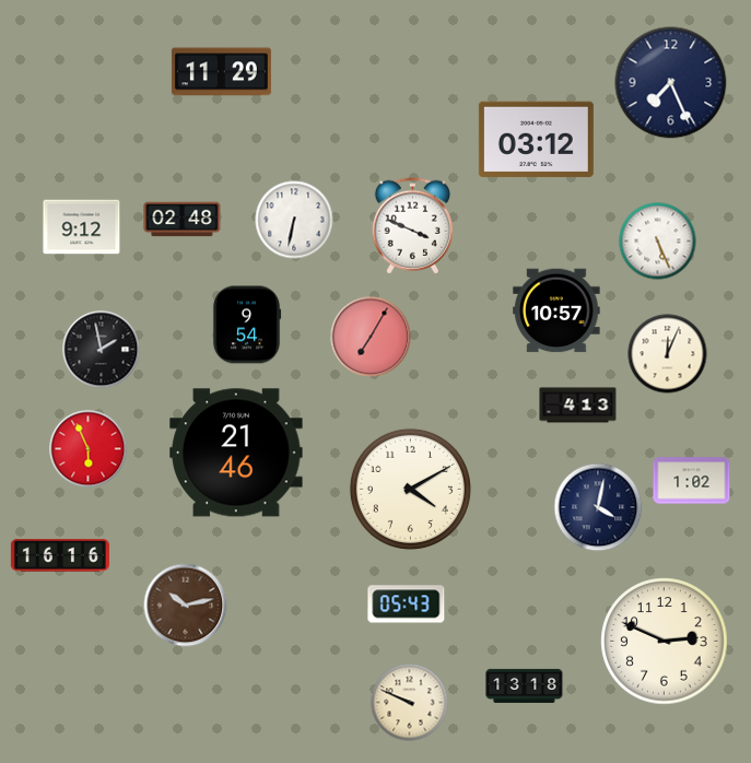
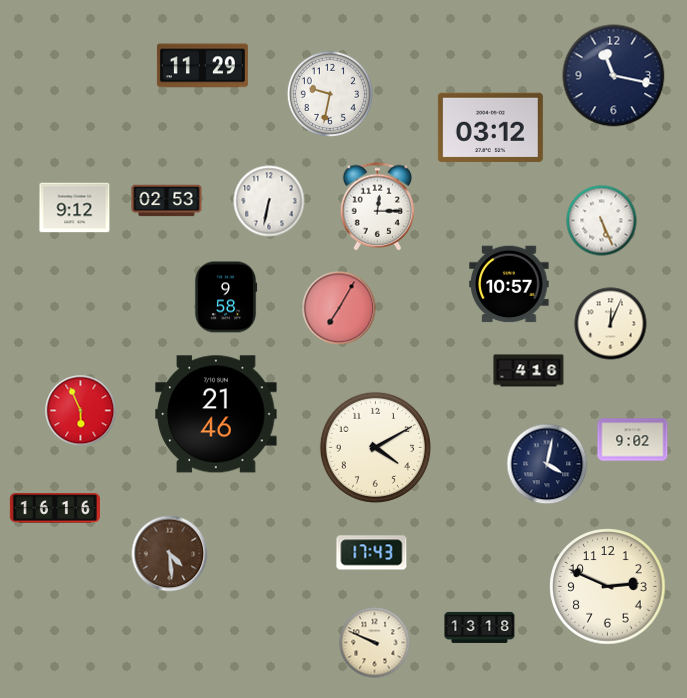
clock at (671, 83): 7:26 -> 11:17
clock at (330, 94): none -> 9:32
clock at (183, 220): 02:48 -> 02:53
clock at (413, 226): 3:49 -> 12:15
clock at (247, 325): 9:54 -> 9:58
clock at (102, 350): 1:58 -> none
clock at (578, 406): 4:13 -> 4:16
clock at (692, 481): 1:02 -> 9:02
clock at (407, 604): 05:43 -> 17:43
clock at (186, 606): 10:13 -> 4:29
